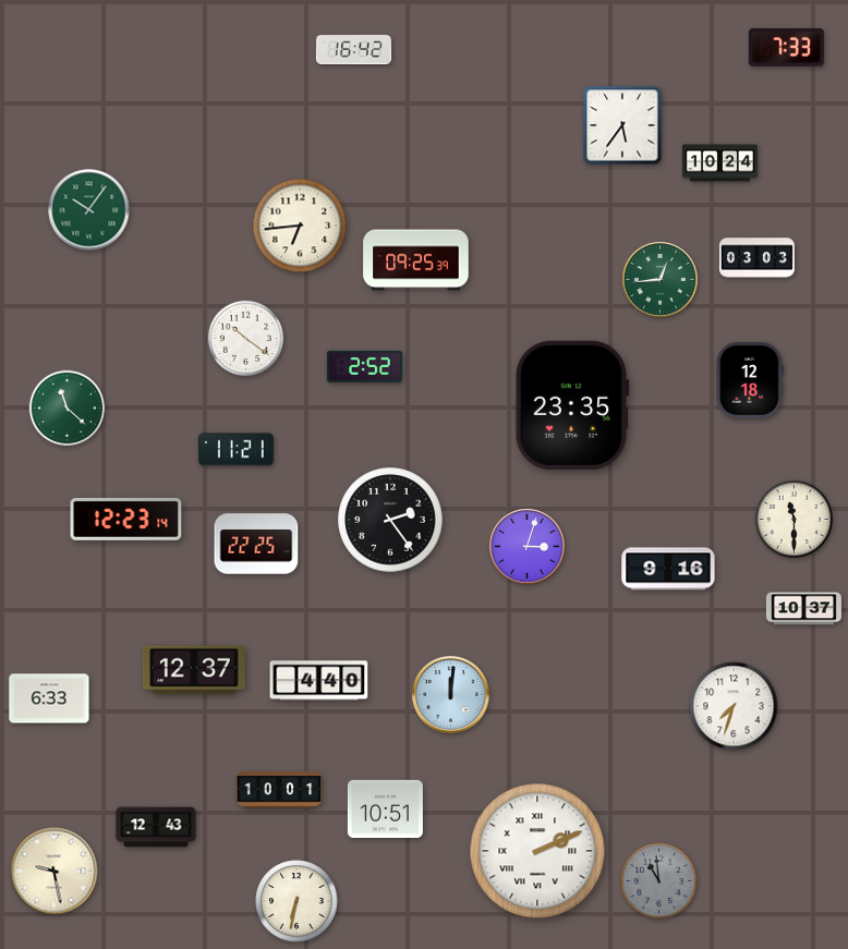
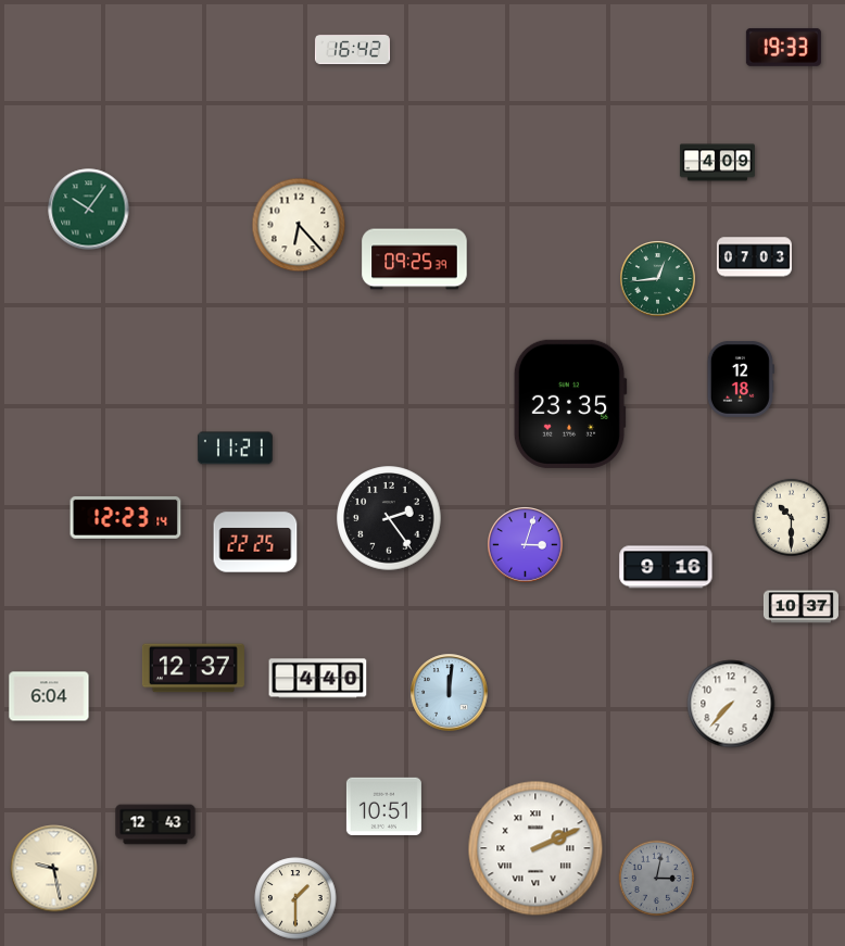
clock at (786, 47): 7:33 -> 19:33
clock at (622, 125): 5:36 -> none
clock at (719, 163): 10:24 -> 4:09
clock at (300, 226): 6:44 -> 6:23
clock at (756, 258): 03:03 -> 07:03
clock at (246, 339): 10:21 -> none
clock at (364, 366): 2:52 -> none
clock at (750, 380) position: (750, 380) -> (741, 379)
clock at (68, 409): 11:22 -> none
clock at (794, 519): 11:30 -> 10:30
clock at (49, 698): 6:33 -> 6:04
clock at (734, 706): 7:33 -> 7:37
clock at (279, 790): 10:01 -> none
clock at (659, 881): 10:59 -> 3:02
clock at (296, 901): 6:32 -> 1:30
